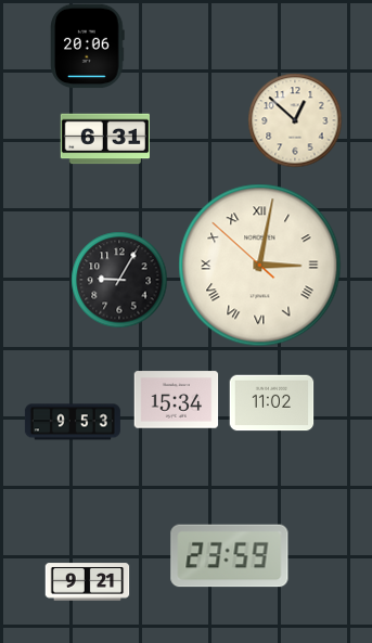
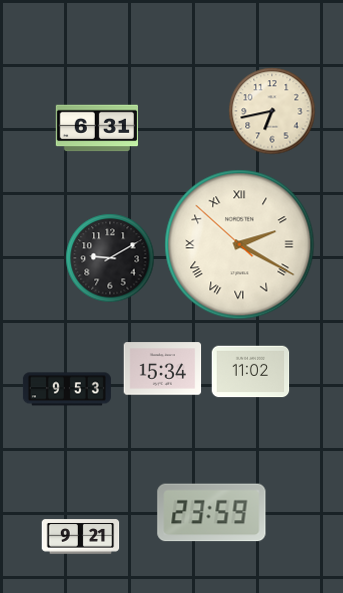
clock at (88, 46): 20:06 -> none
clock at (295, 120): 12:52 -> 6:43
clock at (260, 266): 3:01 -> 2:19
clock at (119, 280): 9:05 -> 9:10
